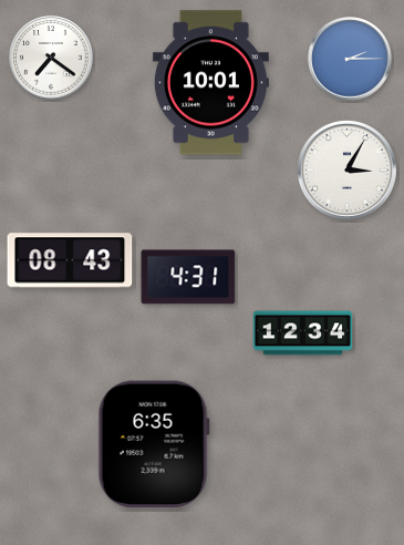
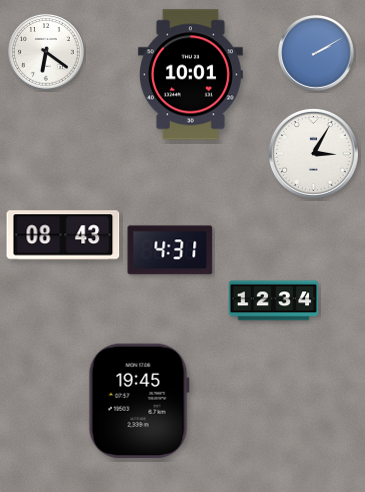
clock at (51, 58): 7:21 -> 6:21
clock at (350, 59): 2:15 -> 2:10
clock at (154, 444): 6:35 -> 19:45
